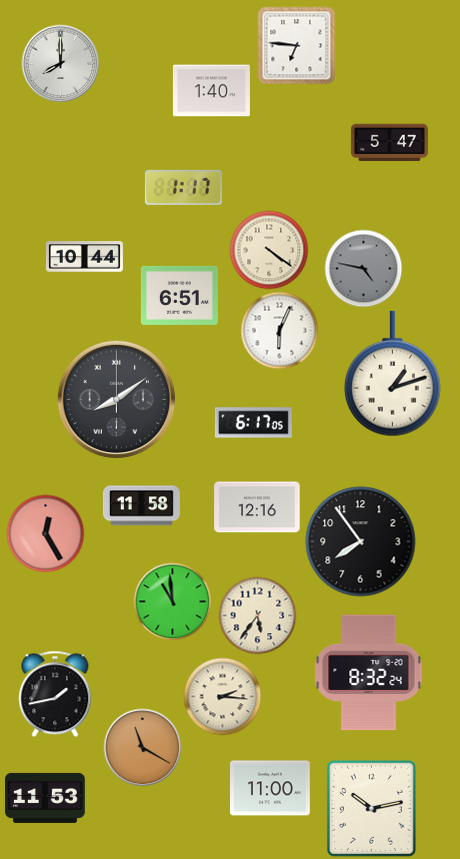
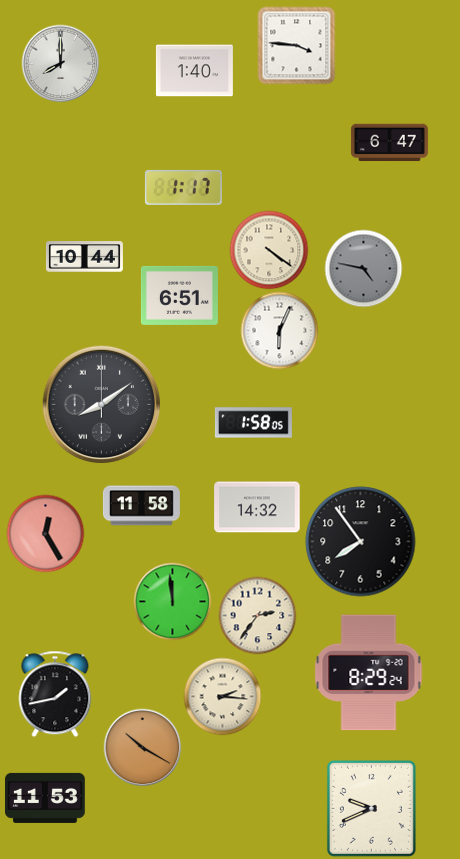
clock at (296, 45): 6:46 -> 3:46
clock at (211, 91) position: (211, 91) -> (194, 71)
clock at (389, 143): 5:47 -> 6:47
clock at (392, 374): 1:12 -> none
clock at (116, 399) position: (116, 399) -> (101, 404)
clock at (253, 423): 6:17 -> 1:58
clock at (257, 507): 12:16 -> 14:32
clock at (172, 601): 10:59 -> 11:59
clock at (257, 615): 5:36 -> 2:36
clock at (369, 673): 8:32 -> 8:29
clock at (142, 747): 11:20 -> 10:20
clock at (271, 788): 11:00 -> none
clock at (371, 808): 10:13 -> 9:41
